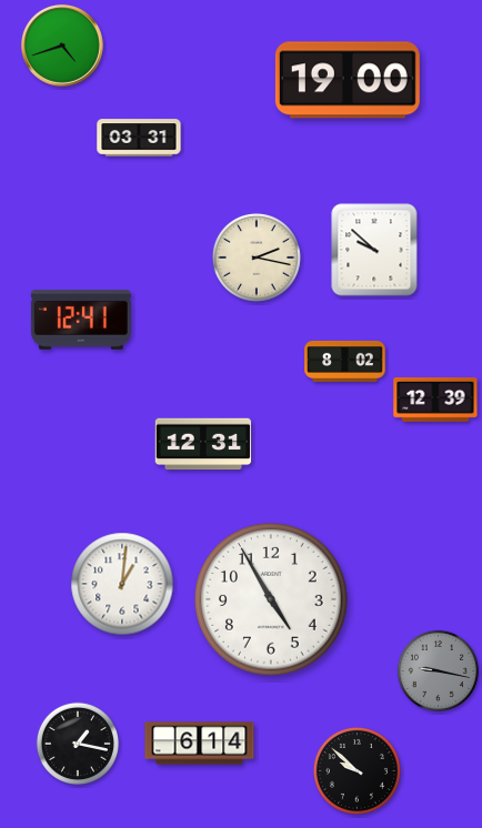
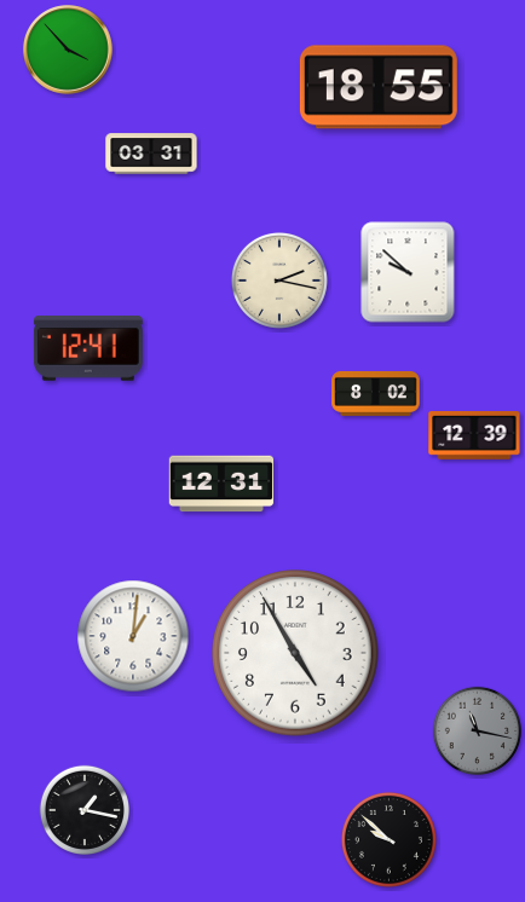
clock at (62, 46): 4:42 -> 3:53
clock at (348, 80): 19:00 -> 18:55
clock at (139, 138) position: (139, 138) -> (151, 154)
clock at (438, 670): 9:17 -> 11:17
clock at (200, 744): 6:14 -> none
